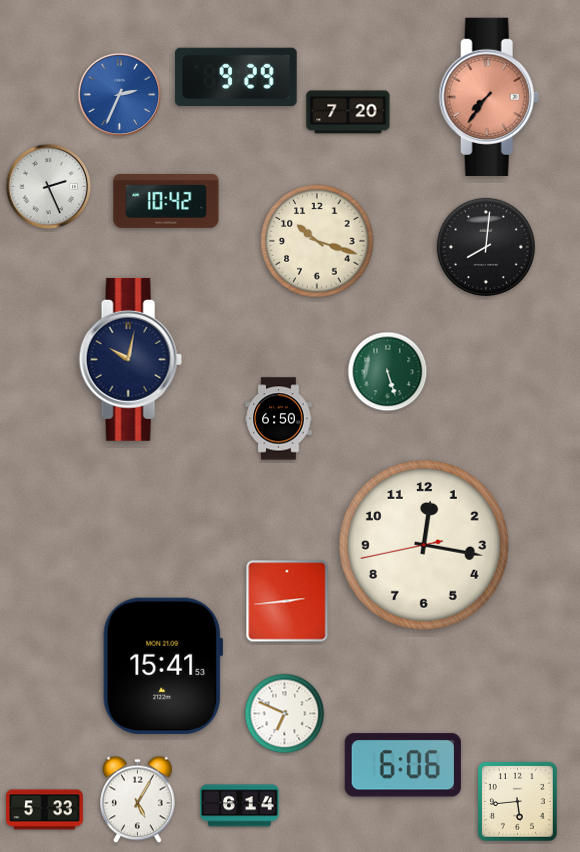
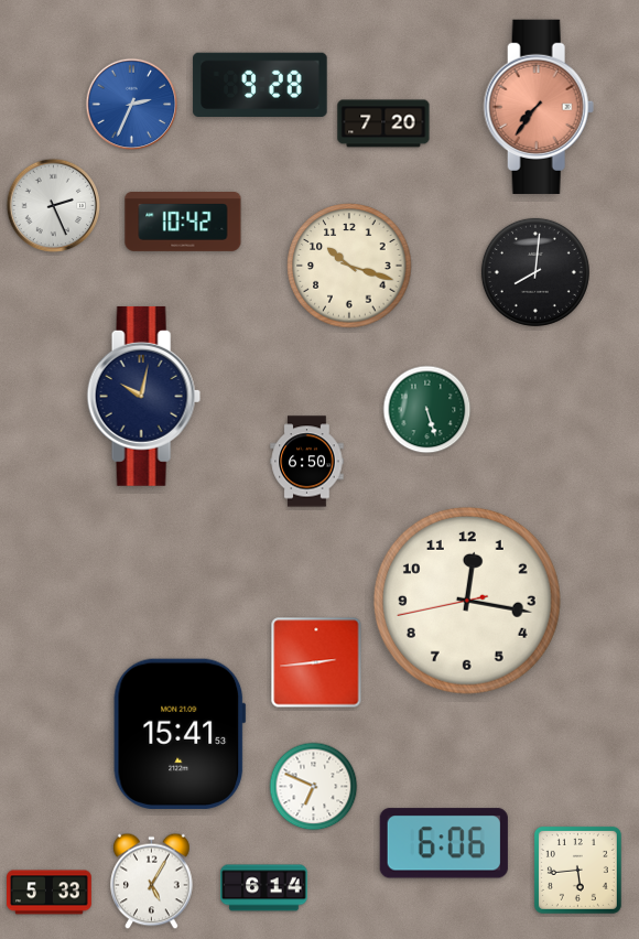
clock at (236, 76): 9:29 -> 9:28
clock at (517, 801) position: (517, 801) -> (577, 870)
